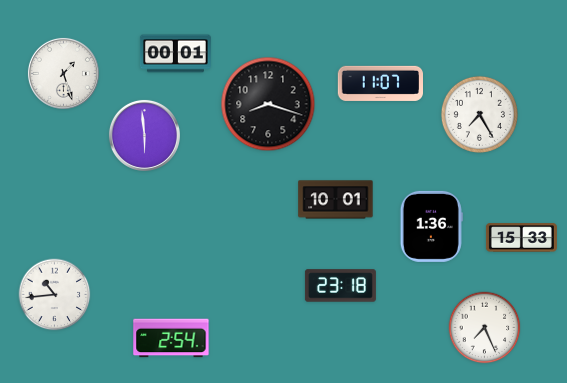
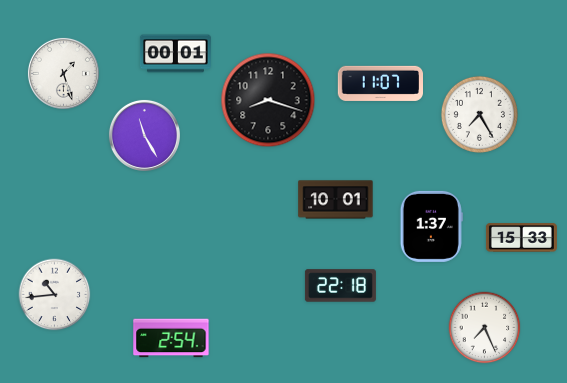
clock at (268, 104) position: (268, 104) -> (268, 100)
clock at (144, 135): 5:59 -> 11:25
clock at (431, 226): 1:36 -> 1:37
clock at (340, 286): 23:18 -> 22:18
